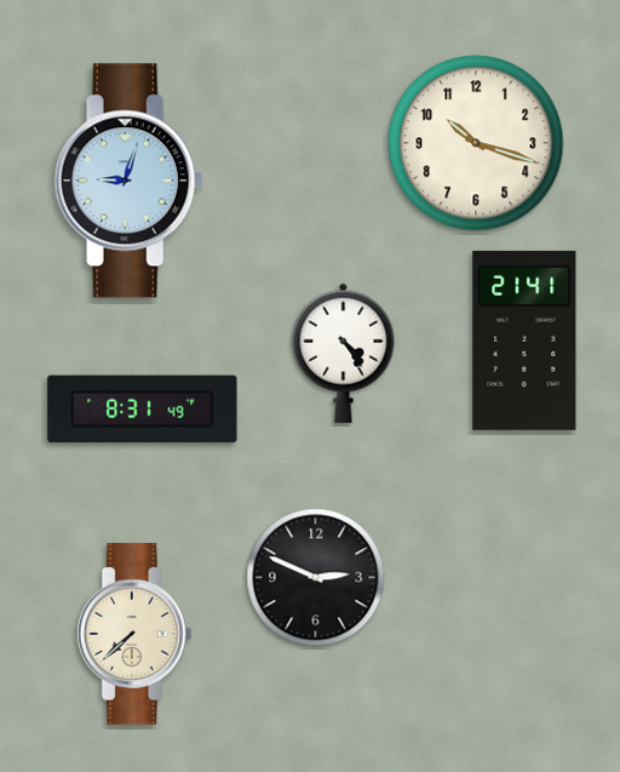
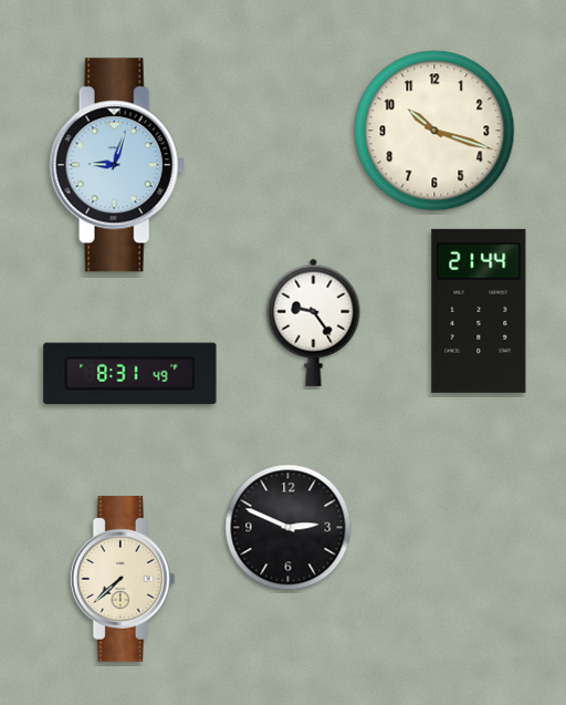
clock at (524, 341): 21:41 -> 21:44
clock at (344, 353): 4:24 -> 9:24
